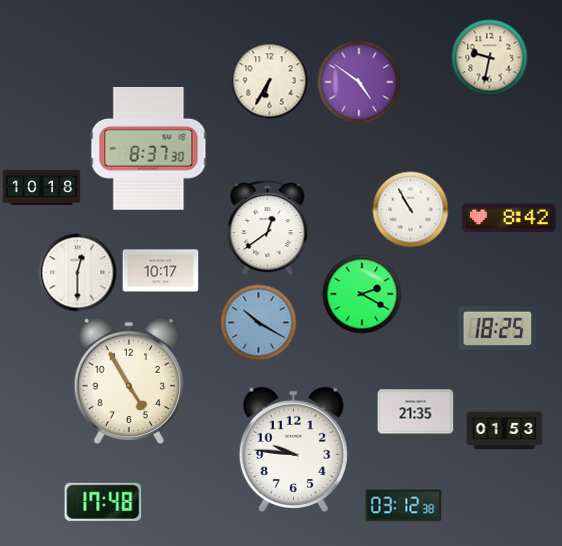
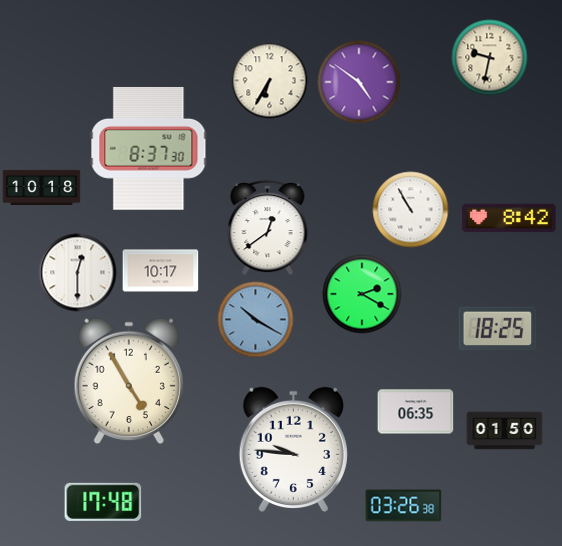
clock at (259, 323) position: (259, 323) -> (256, 320)
clock at (416, 412): 21:35 -> 06:35
clock at (505, 431): 01:53 -> 01:50
clock at (404, 506): 03:12 -> 03:26
